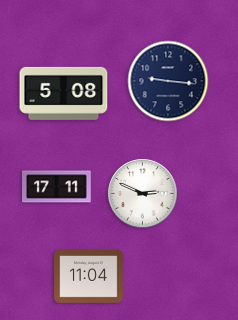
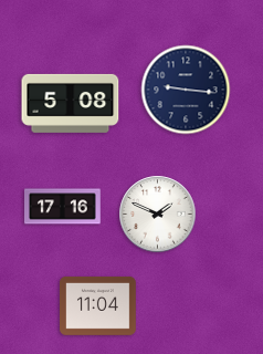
clock at (57, 187): 17:11 -> 17:16
clock at (143, 194): 2:49 -> 1:49
